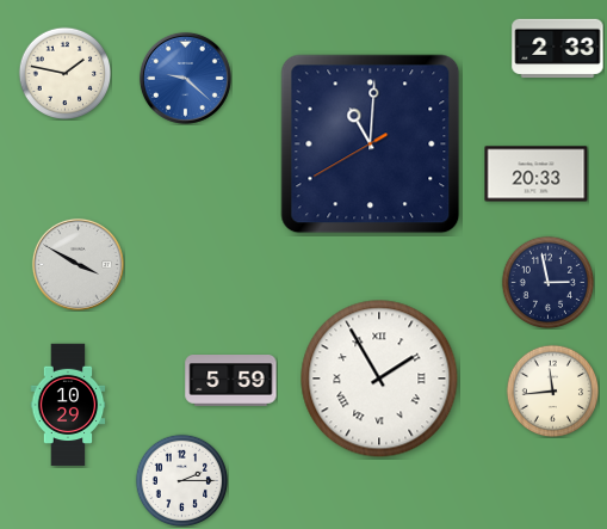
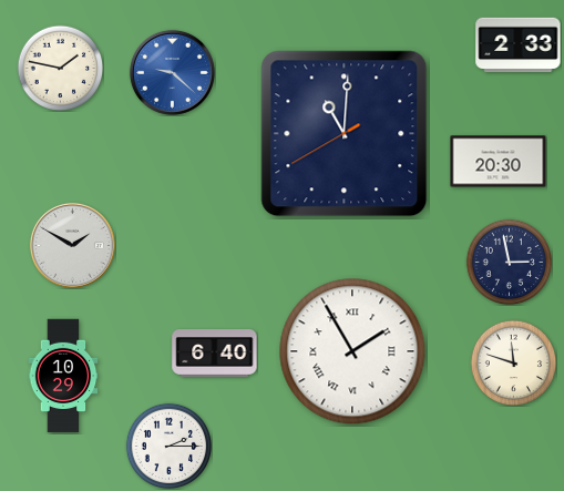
clock at (537, 174): 20:33 -> 20:30
clock at (78, 264): 3:50 -> 1:50
clock at (231, 381): 5:59 -> 6:40
clock at (552, 390): 11:44 -> 11:48
